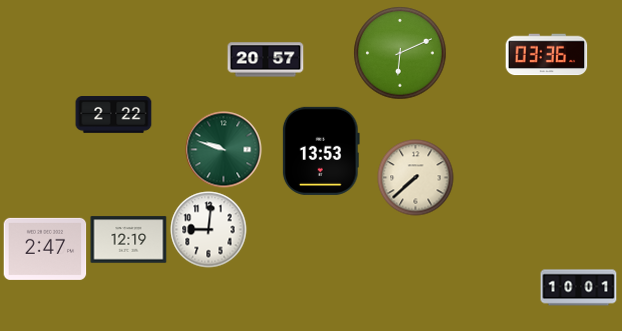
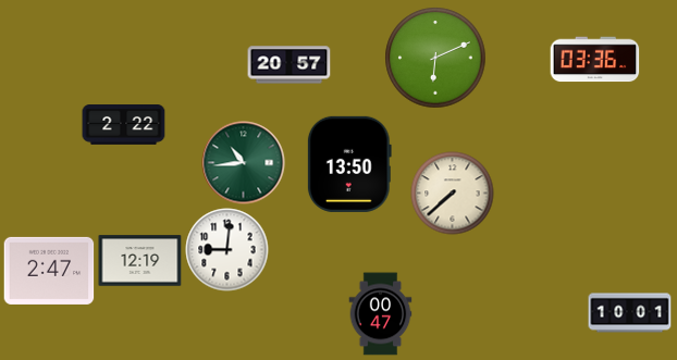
clock at (224, 150): 9:48 -> 10:44
clock at (321, 151): 13:53 -> 13:50
clock at (381, 314): none -> 00:47
